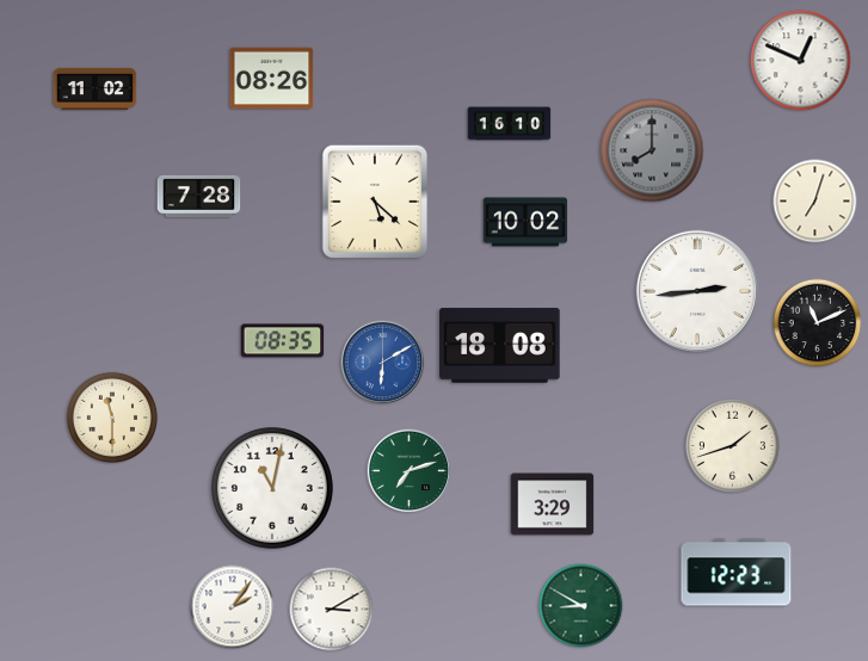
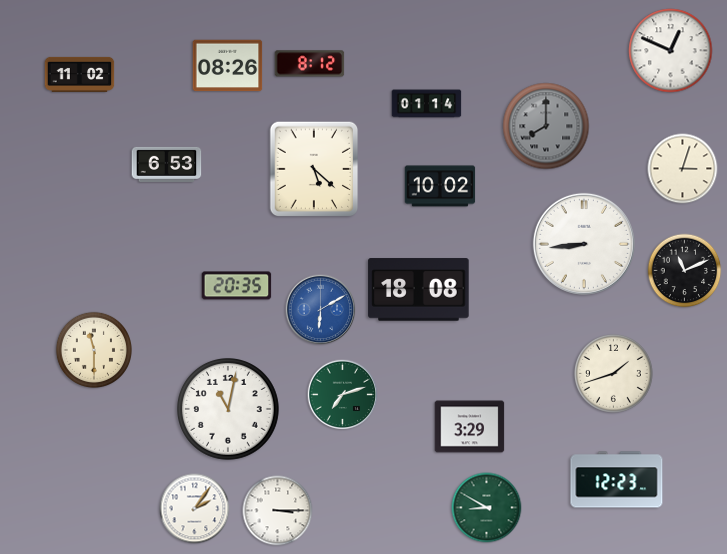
clock at (310, 64): none -> 8:12
clock at (510, 124): 16:10 -> 01:14
clock at (199, 196): 7:28 -> 6:53
clock at (815, 202): 7:03 -> 3:03
clock at (697, 291): 2:44 -> 8:44
clock at (283, 341): 08:35 -> 20:35
clock at (383, 363) position: (383, 363) -> (321, 310)
clock at (553, 505) position: (553, 505) -> (470, 427)
clock at (332, 610): 3:10 -> 3:15
